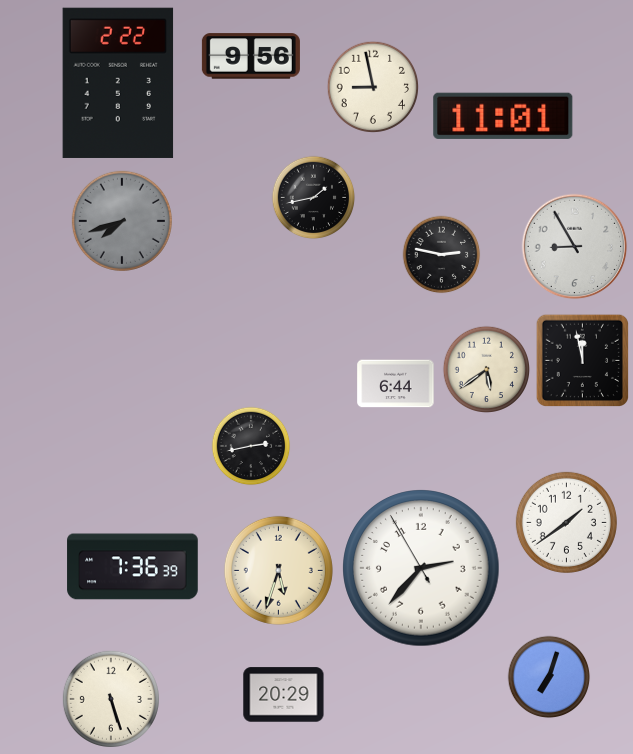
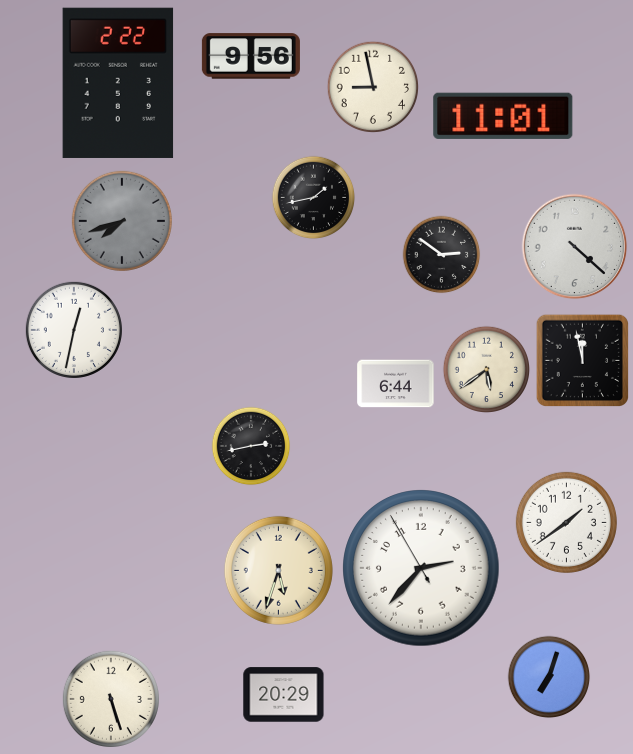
clock at (575, 247): 8:55 -> 4:22
clock at (442, 255): 2:47 -> 2:51
clock at (74, 330): none -> 12:32
clock at (133, 567): 7:36 -> none
